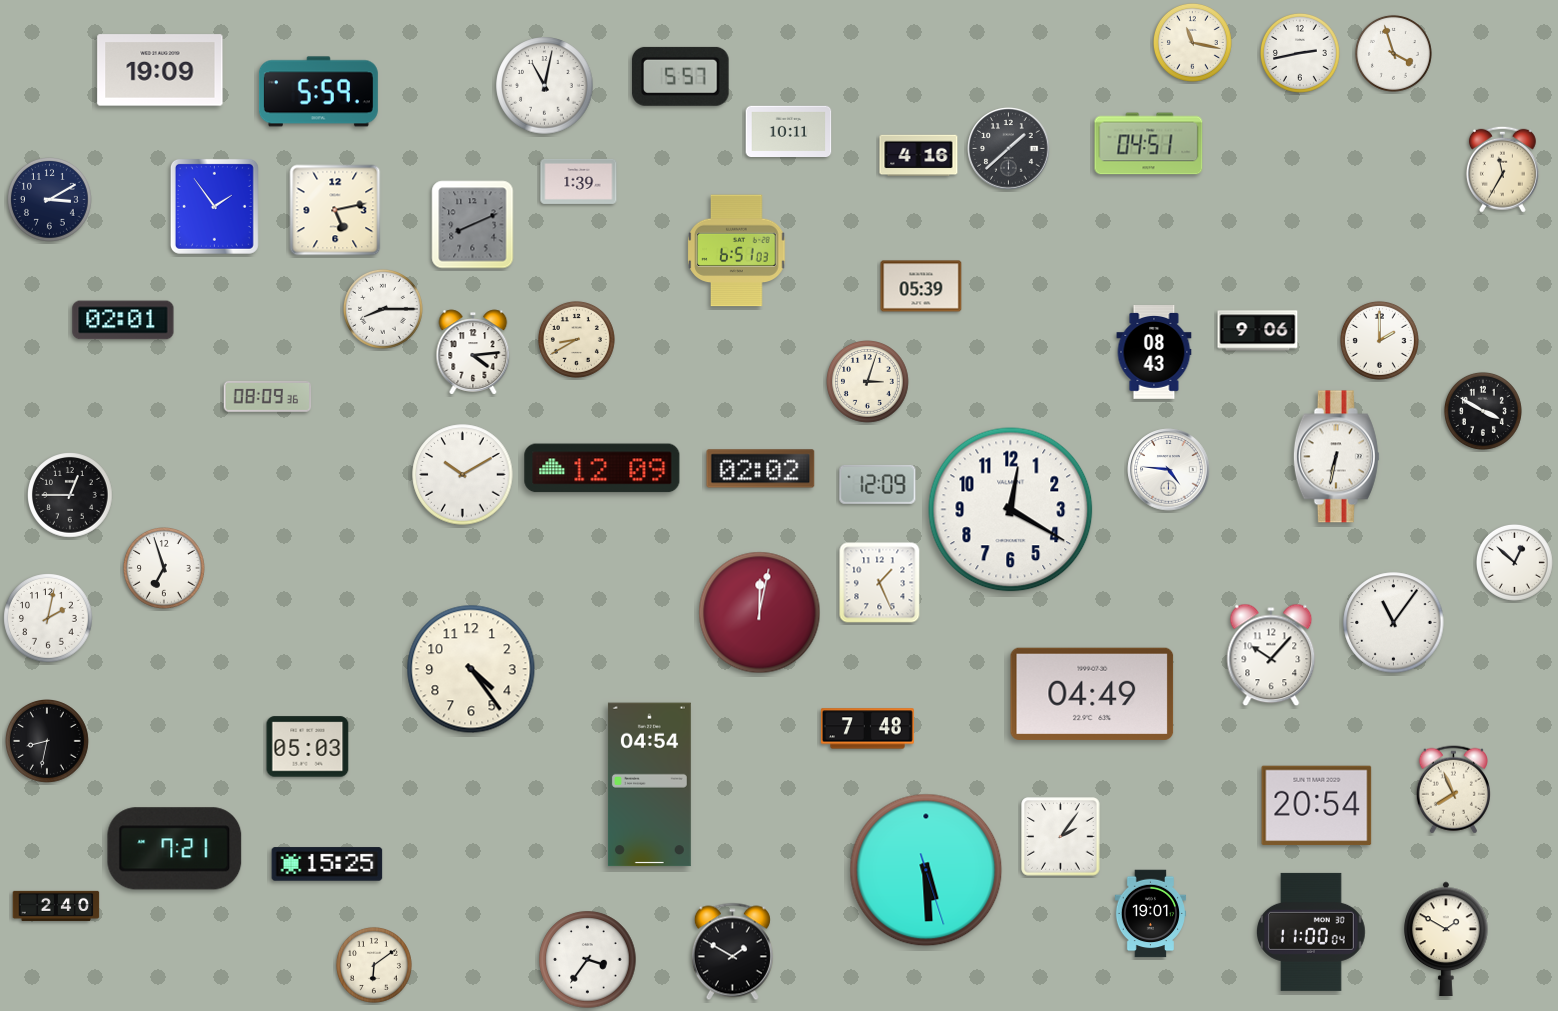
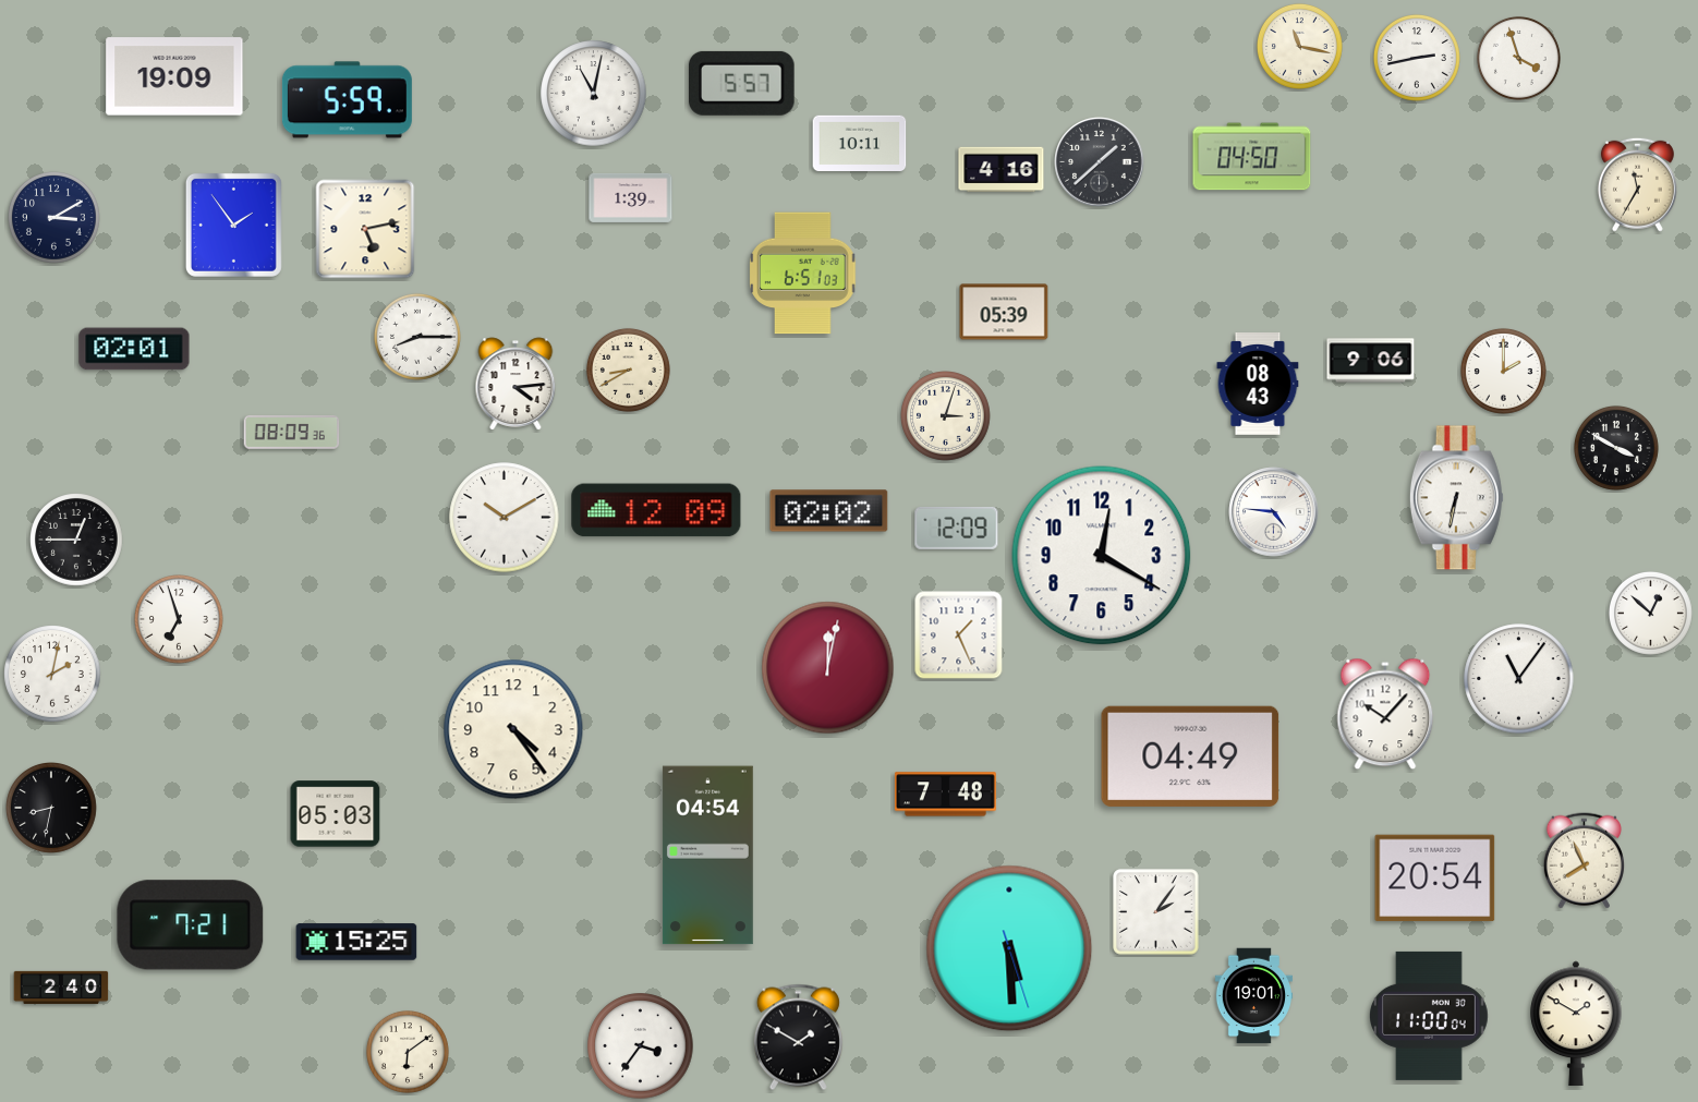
clock at (1149, 144): 04:51 -> 04:50
clock at (473, 225): 8:11 -> none
